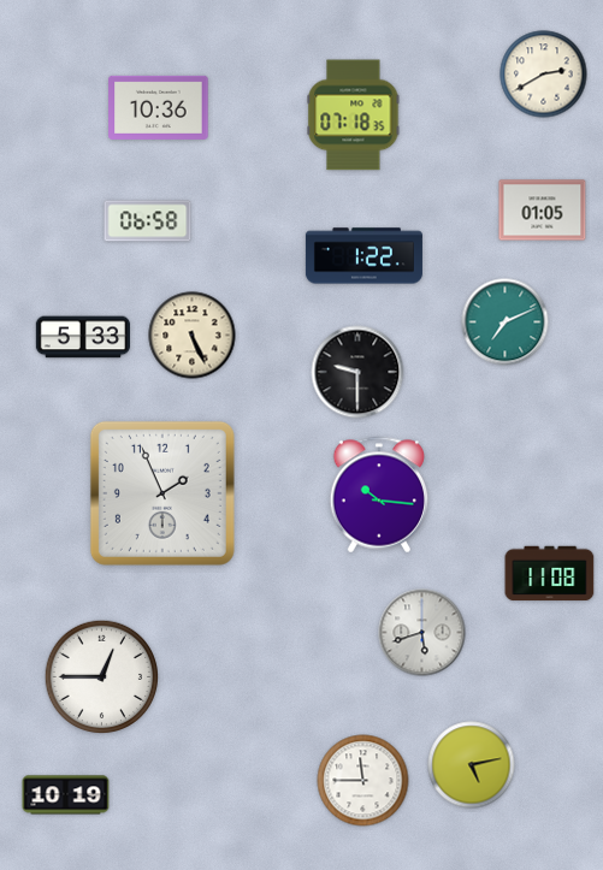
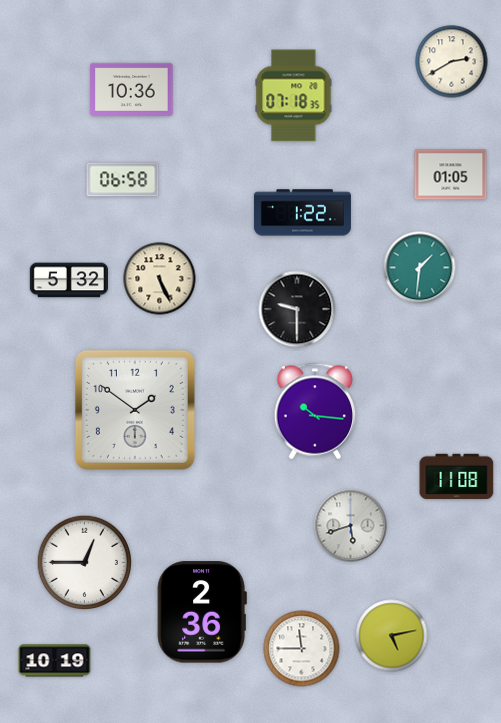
clock at (148, 221) position: (148, 221) -> (123, 180)
clock at (506, 322): 7:11 -> 1:31
clock at (82, 337): 5:33 -> 5:32
clock at (162, 493): 1:56 -> 1:51
clock at (202, 612): none -> 2:36
